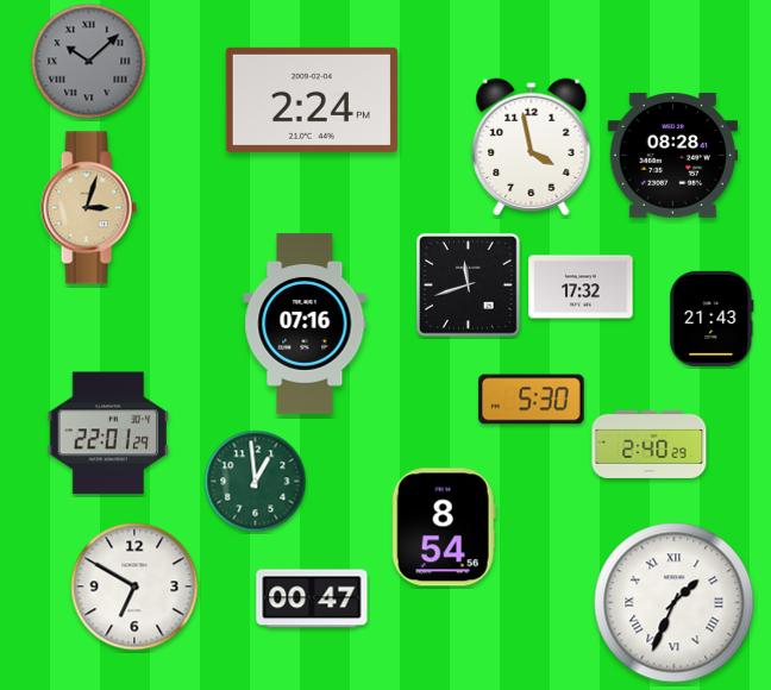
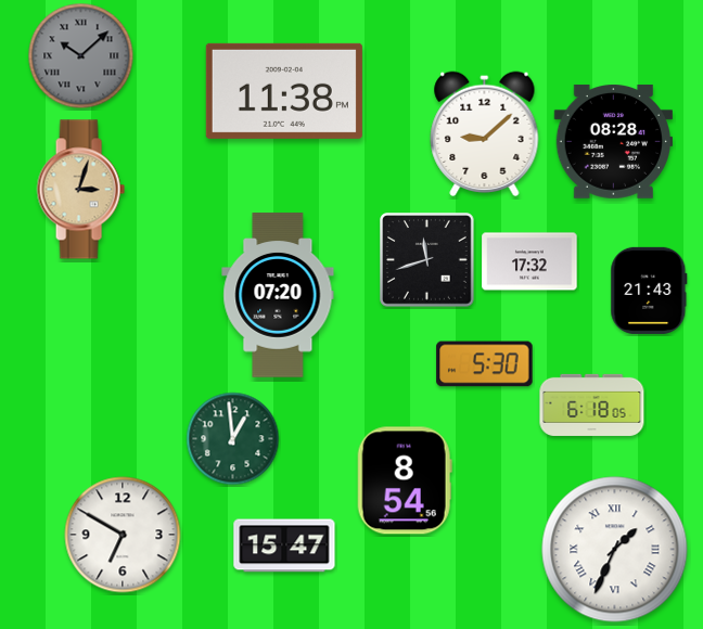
clock at (312, 100): 2:24 -> 11:38
clock at (532, 146): 3:58 -> 9:08
clock at (305, 324): 07:16 -> 07:20
clock at (108, 433): 22:01 -> none
clock at (650, 444): 2:40 -> 6:18
clock at (312, 598): 00:47 -> 15:47
